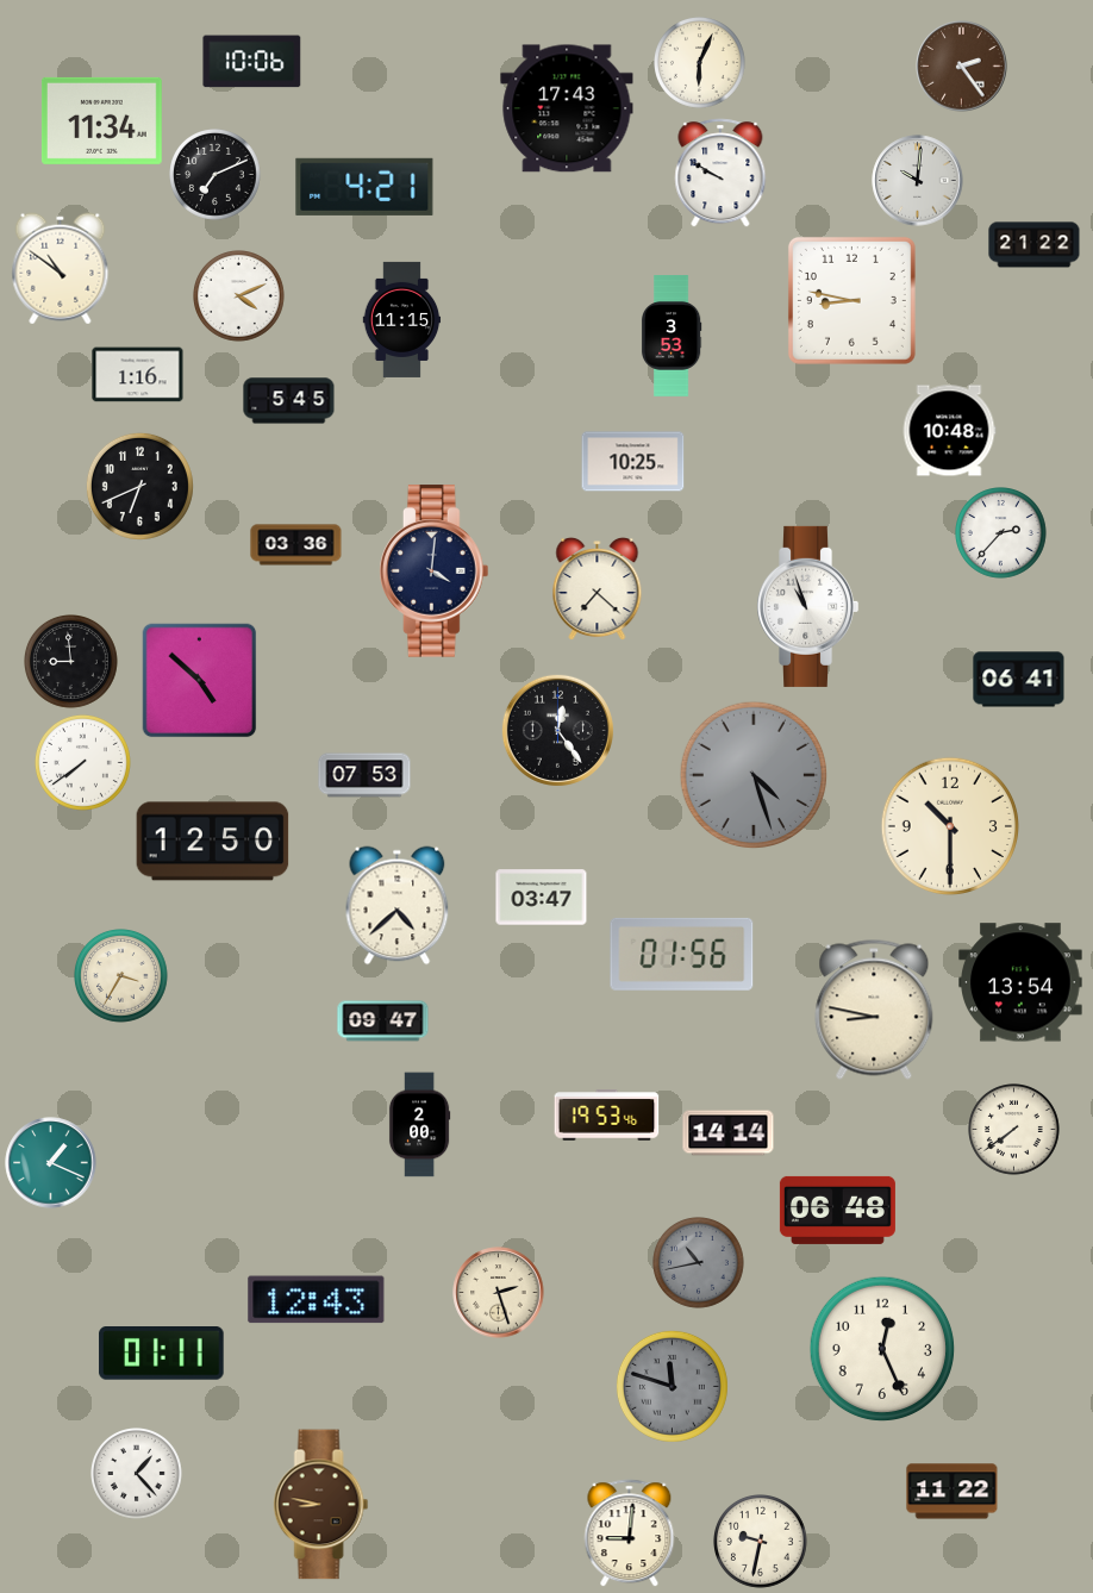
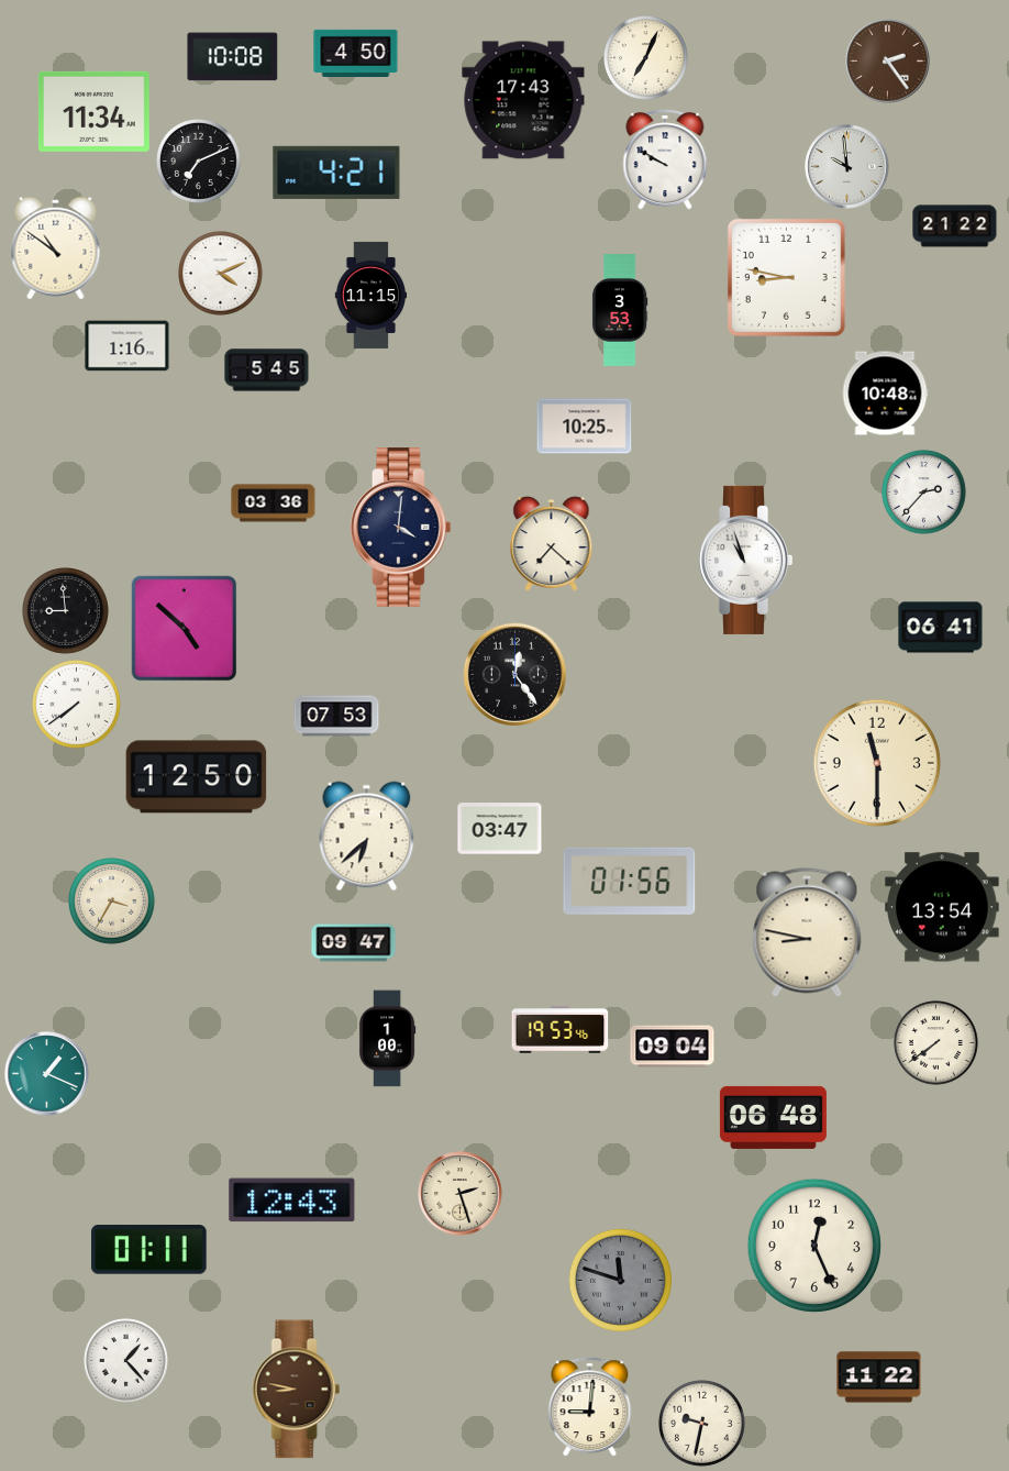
clock at (356, 53): none -> 4:50
clock at (252, 62): 10:06 -> 10:08
clock at (700, 63): 6:04 -> 7:04
clock at (918, 181): 10:01 -> 9:59
clock at (949, 431) position: (949, 431) -> (885, 394)
clock at (139, 486): 6:41 -> none
clock at (754, 775): 4:27 -> none
clock at (949, 825): 10:30 -> 11:30
clock at (398, 906): 4:38 -> 6:38
clock at (419, 1125): 2:00 -> 1:00
clock at (729, 1133): 14:14 -> 09:04
clock at (699, 1263): 10:43 -> none
clock at (630, 1533) position: (630, 1533) -> (590, 1407)
